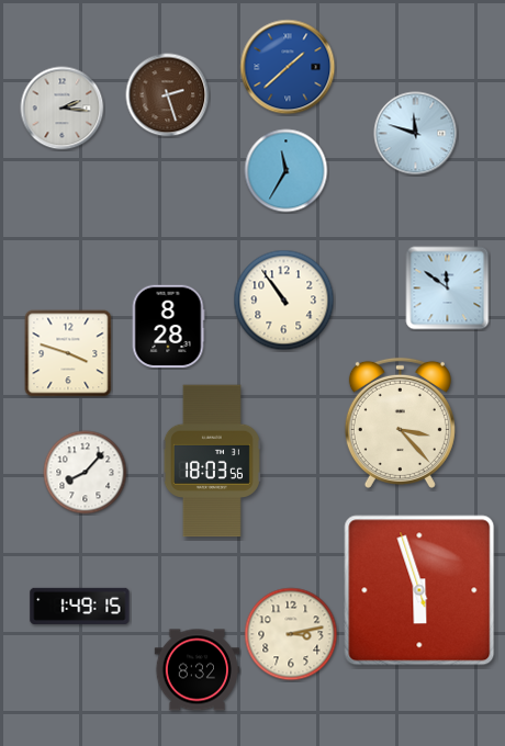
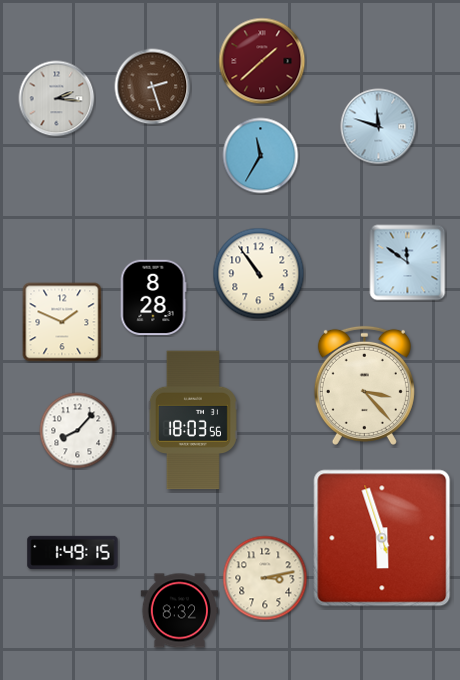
clock at (288, 67) dial: blue -> burgundy
clock at (416, 134) position: (416, 134) -> (379, 127)
clock at (68, 353): 3:48 -> 1:49
